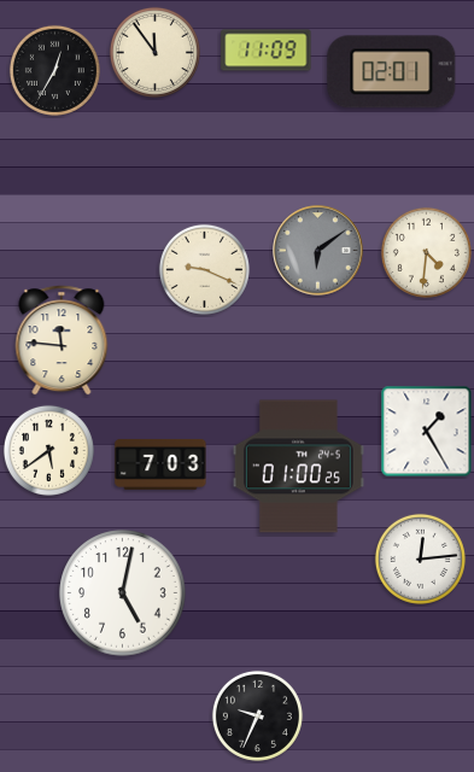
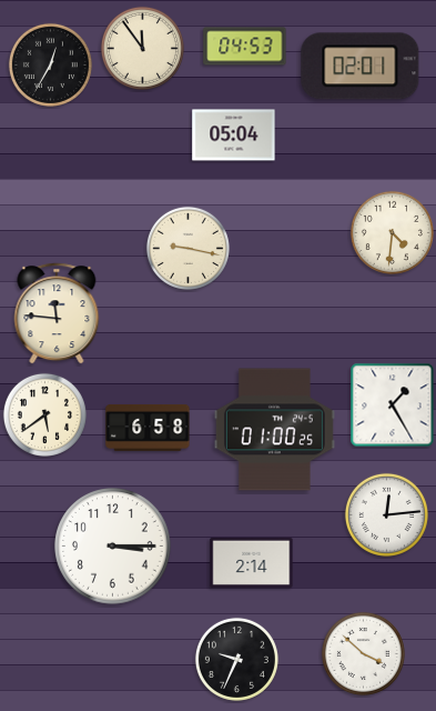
clock at (267, 51): 11:09 -> 04:53
clock at (234, 136): none -> 05:04
clock at (318, 251): 6:09 -> none
clock at (204, 269): 9:19 -> 9:17
clock at (427, 432) position: (427, 432) -> (393, 405)
clock at (160, 464): 7:03 -> 6:58
clock at (123, 593): 5:02 -> 3:15
clock at (252, 562): none -> 2:14
clock at (363, 653): none -> 3:52
